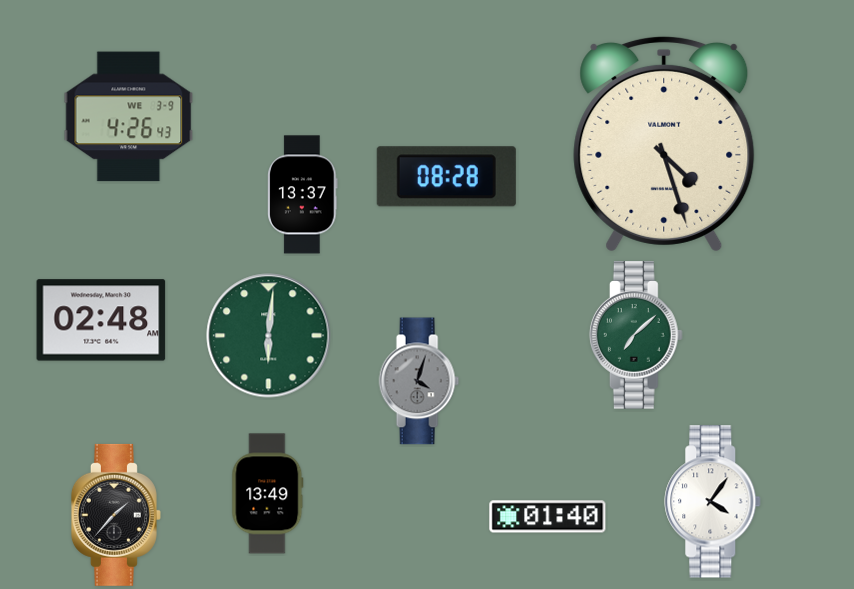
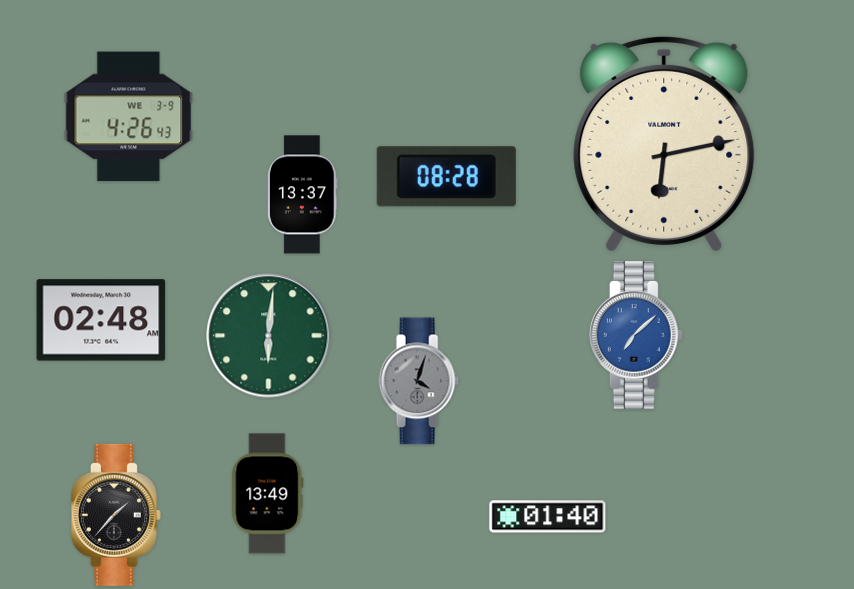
clock at (664, 144): 4:27 -> 6:13
clock at (636, 335) dial: green -> blue
clock at (713, 502): 4:06 -> none
